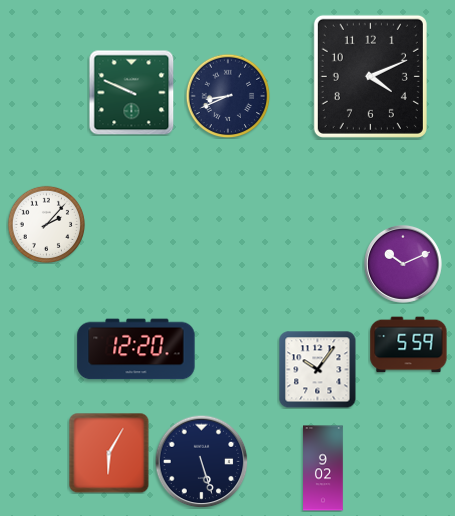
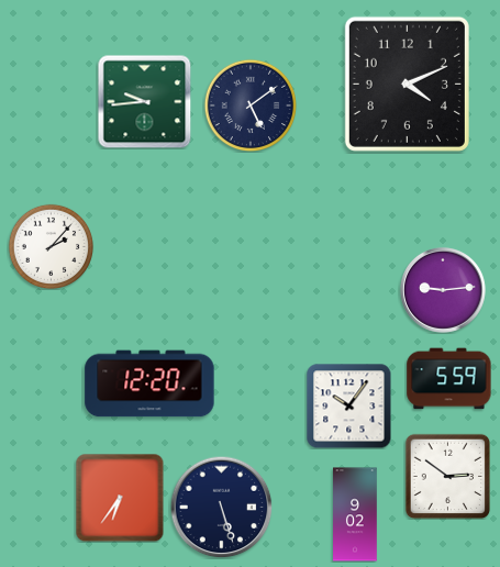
clock at (131, 92): 9:49 -> 9:44
clock at (228, 96): 8:41 -> 5:09
clock at (403, 264): 10:11 -> 9:14
clock at (447, 476): none -> 2:51
clock at (109, 453): 6:05 -> 6:36
